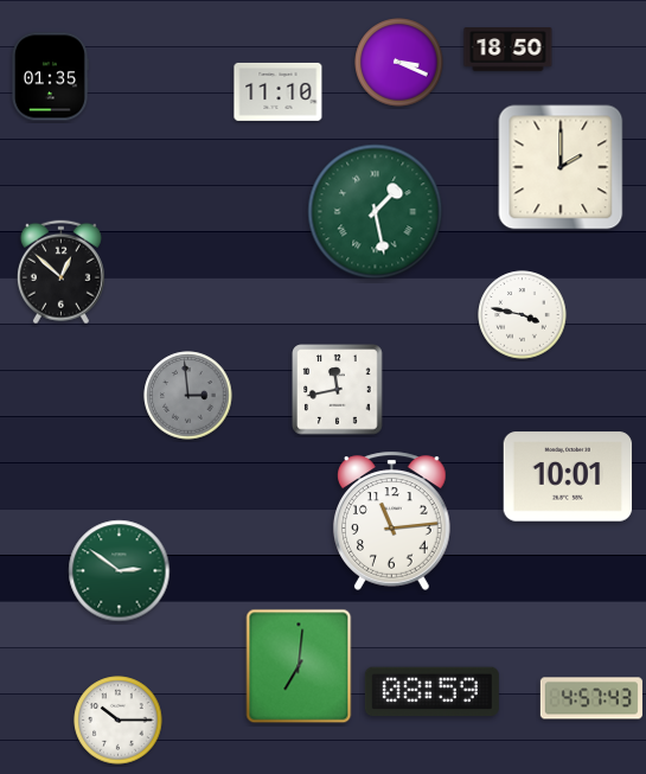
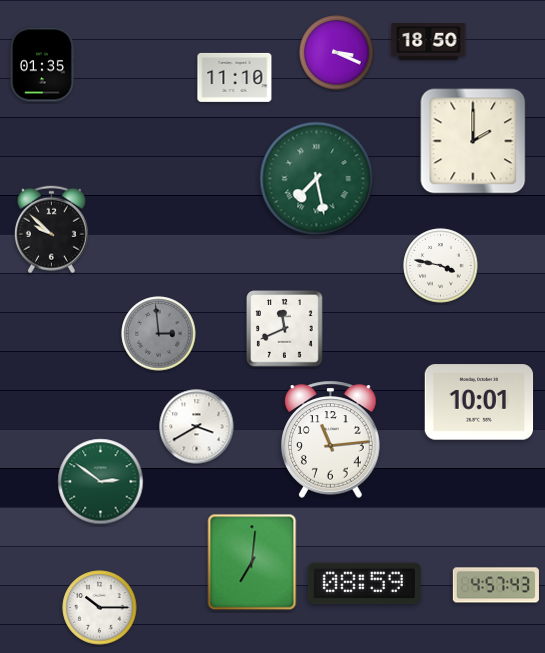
clock at (376, 212): 1:28 -> 7:28
clock at (60, 273): 12:52 -> 9:52
clock at (338, 390): 11:43 -> 11:41
clock at (197, 427): none -> 3:40
clock at (591, 698) position: (591, 698) -> (496, 585)
